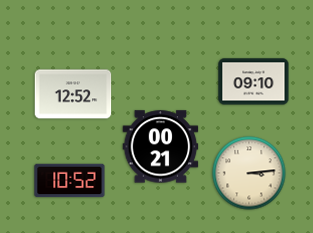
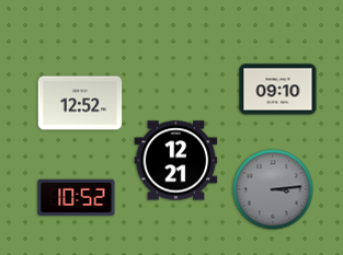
clock at (161, 147): 00:21 -> 12:21
clock at (249, 173) dial: cream -> grey
